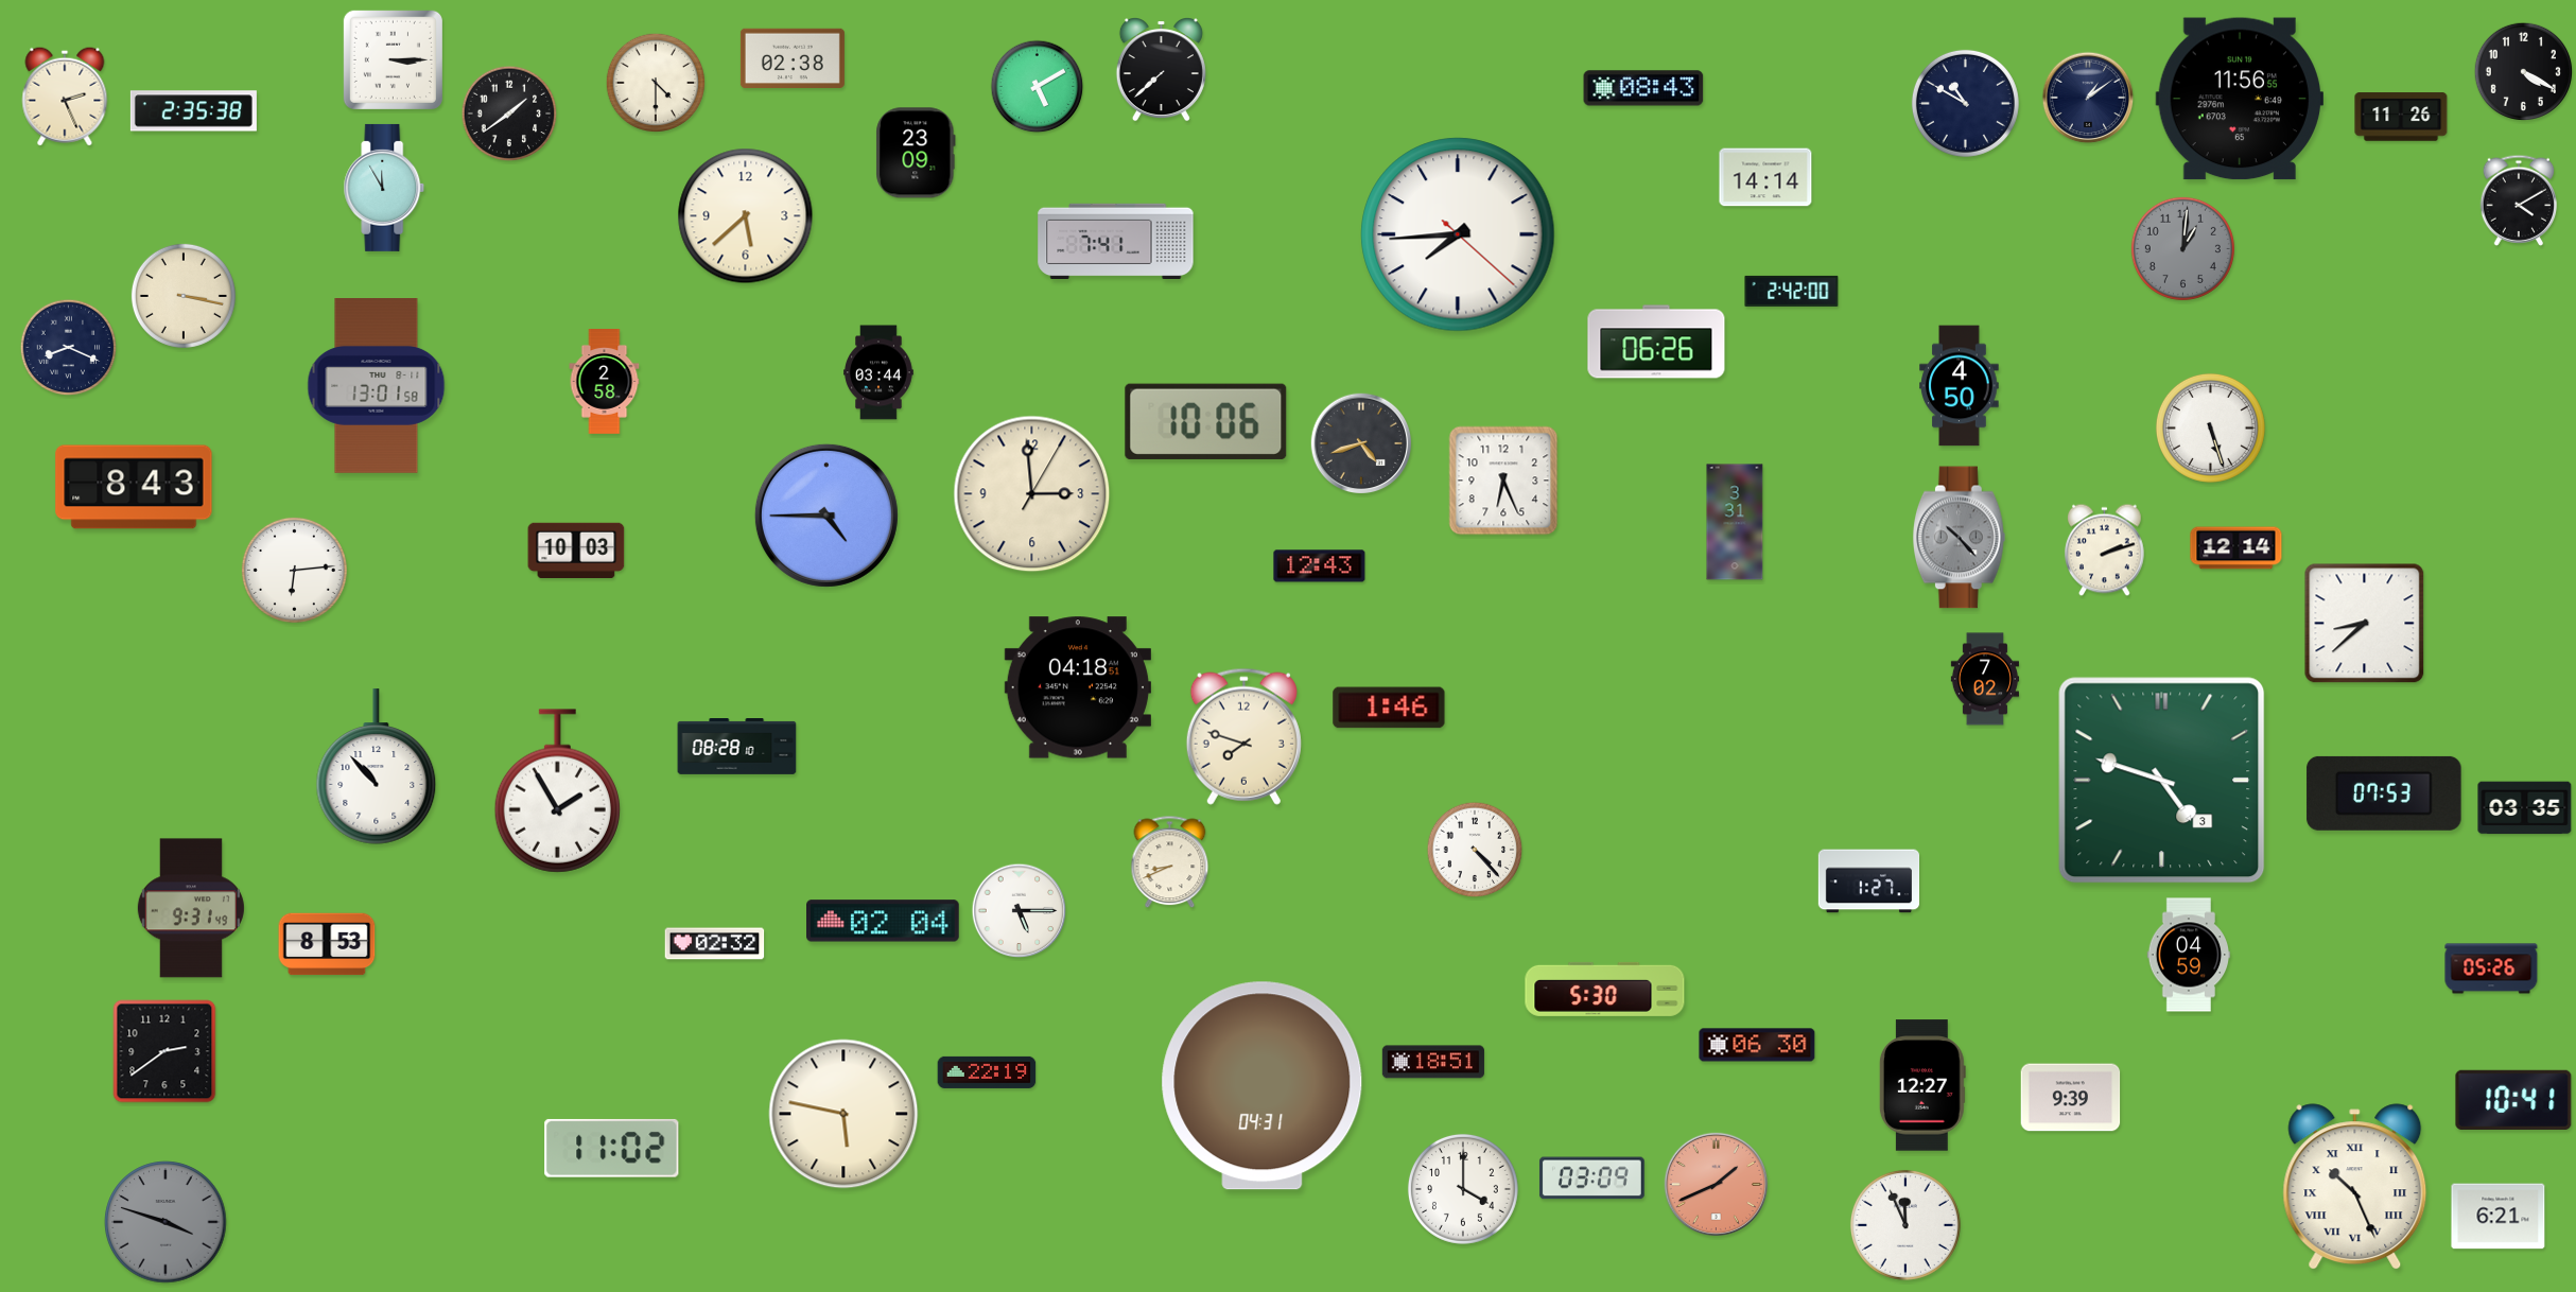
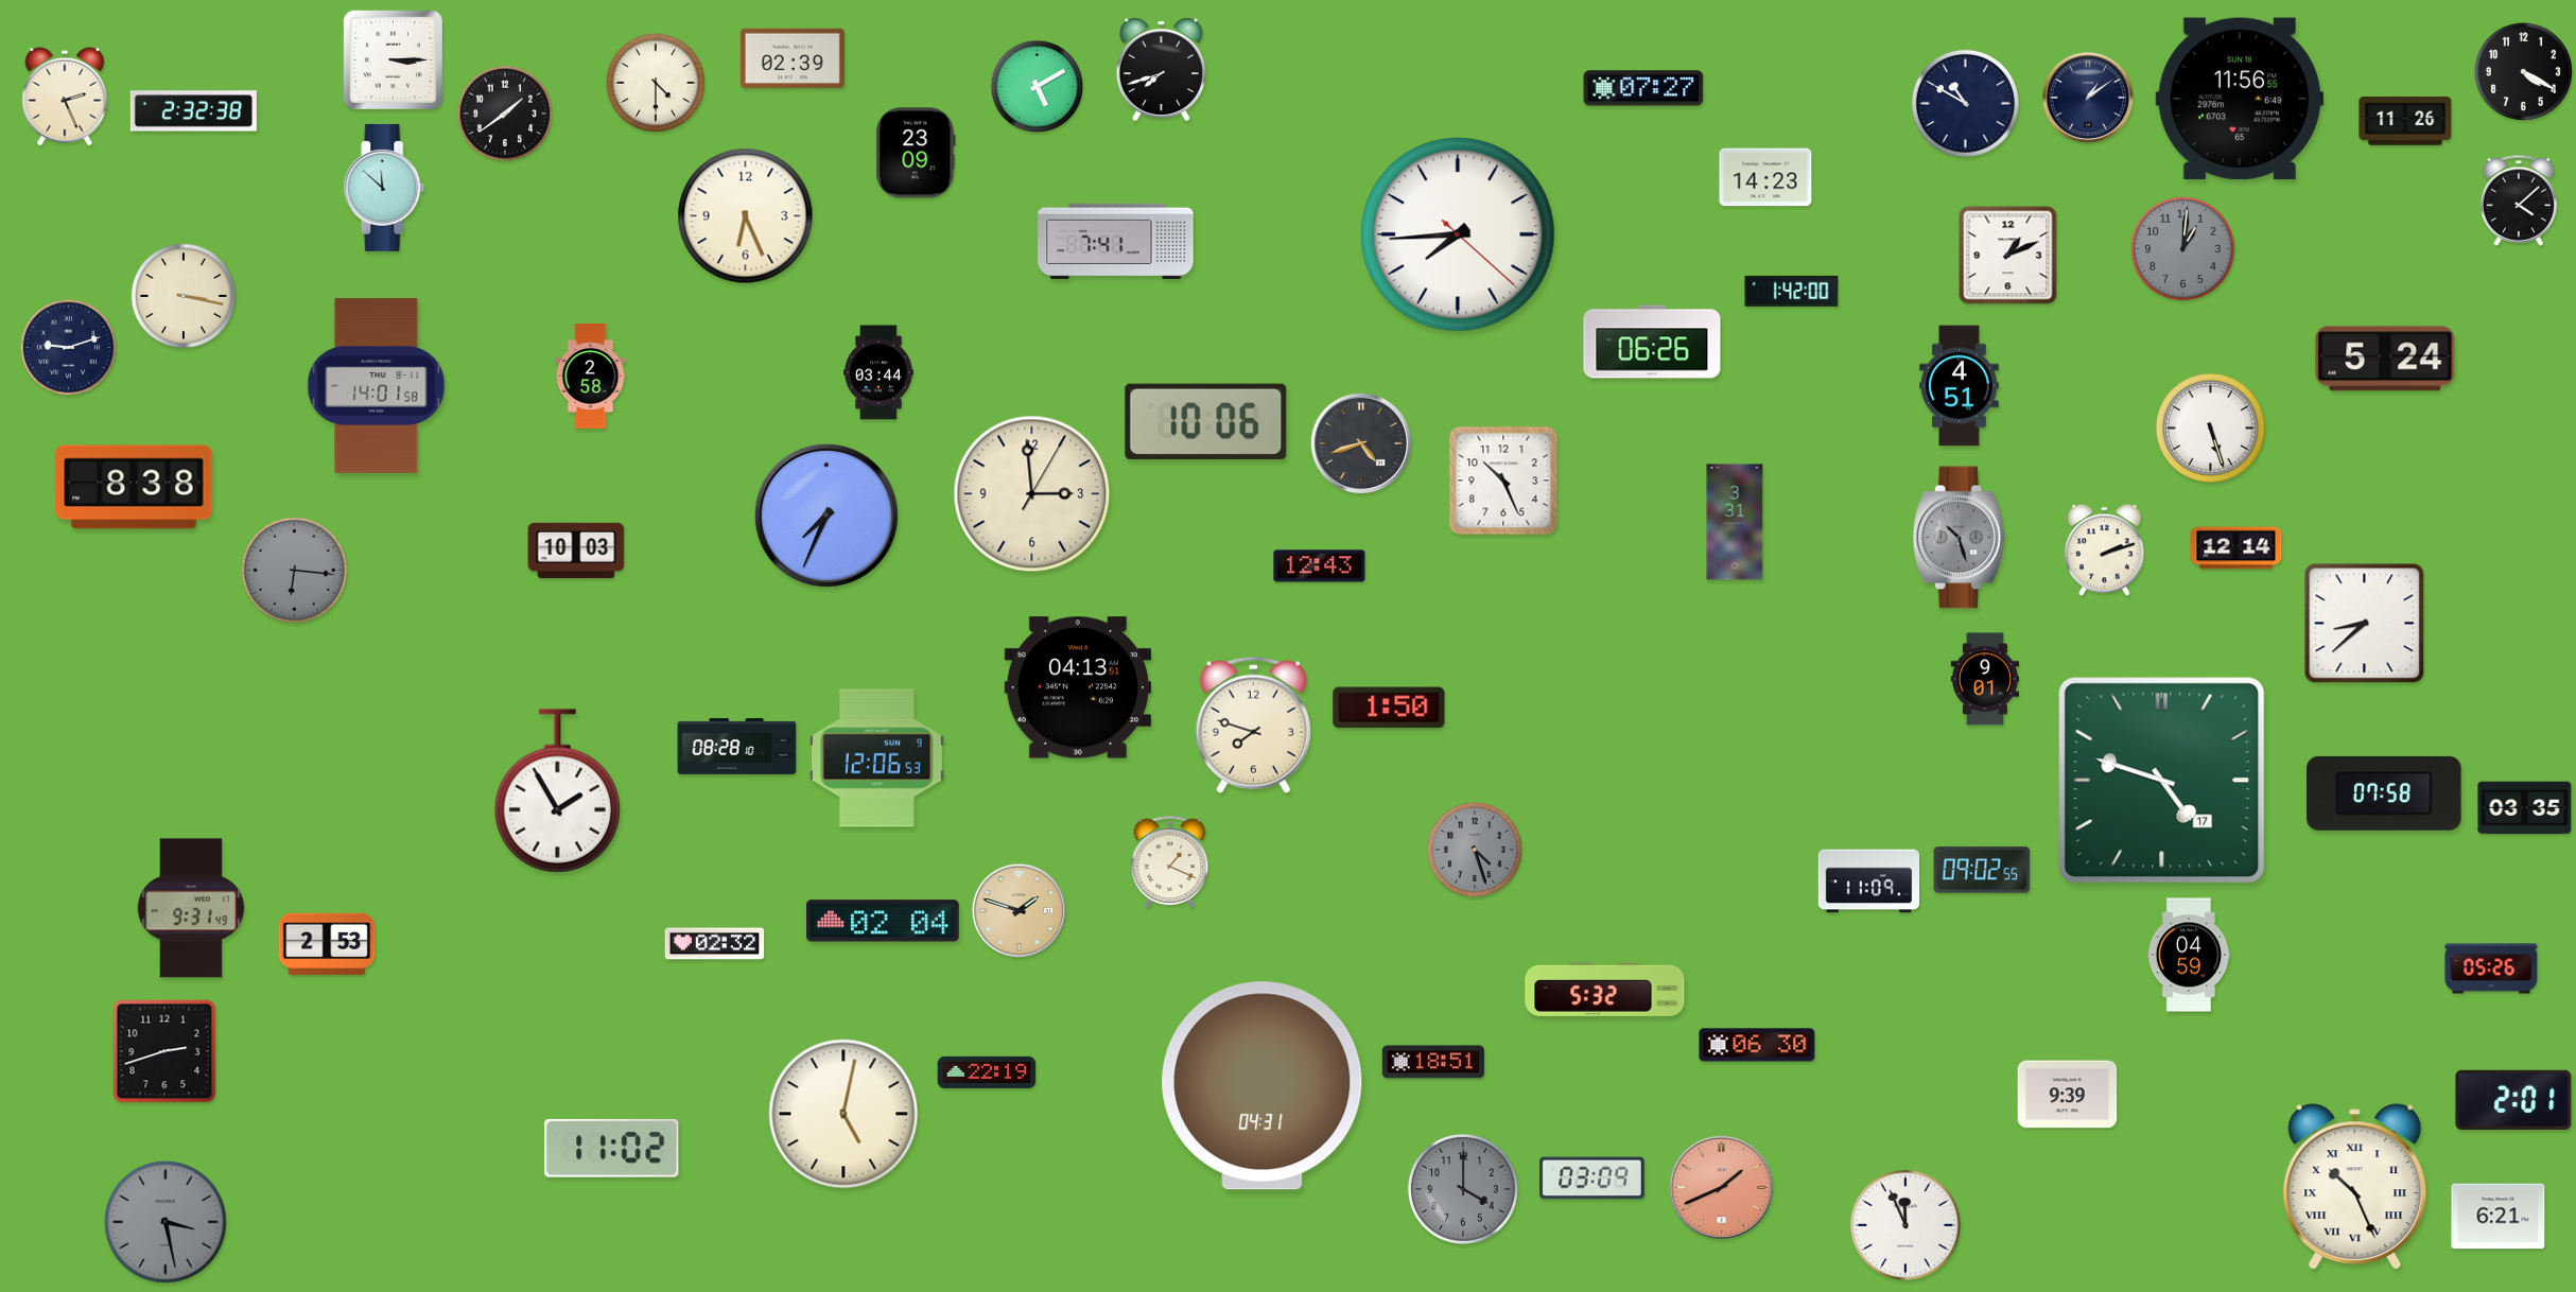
clock at (793, 58): 02:38 -> 02:39
clock at (1161, 70): 7:38 -> 7:42
clock at (1643, 88): 08:43 -> 07:27
clock at (193, 111): 2:35 -> 2:32
clock at (509, 114) position: (509, 114) -> (505, 114)
clock at (2401, 117) position: (2401, 117) -> (2405, 121)
clock at (1765, 177): 14:14 -> 14:23
clock at (384, 188): 11:55 -> 11:52
clock at (2519, 200): 4:10 -> 4:08
clock at (746, 216): 5:38 -> 6:26
clock at (2008, 256): none -> 1:11
clock at (1792, 291): 2:42 -> 1:42
clock at (1656, 342) position: (1656, 342) -> (1652, 342)
clock at (69, 348): 8:19 -> 9:12
clock at (2385, 359): none -> 5:24
clock at (605, 382) position: (605, 382) -> (591, 377)
clock at (377, 386): 13:01 -> 14:01
clock at (1960, 386): 4:50 -> 4:51
clock at (1503, 481): 6:26 -> 10:26
clock at (134, 487): 8:43 -> 8:38
clock at (826, 516): 4:45 -> 7:34
clock at (1959, 538): 10:23 -> 10:27
clock at (294, 570): 6:14 -> 6:16
clock at (294, 570) dial: white -> grey
clock at (1984, 679): 7:02 -> 9:01
clock at (1078, 687): 04:18 -> 04:13
clock at (1389, 708): 1:46 -> 1:50
clock at (1243, 736) position: (1243, 736) -> (1253, 724)
clock at (876, 758): none -> 12:06
clock at (377, 767): 10:53 -> none
clock at (2162, 781) date: 3 -> 17
clock at (2384, 793): 07:53 -> 07:58
clock at (1475, 850): 4:23 -> 4:27
clock at (1475, 850) dial: white -> grey
clock at (1170, 862): 8:41 -> 1:19
clock at (1982, 870): none -> 09:02
clock at (1869, 881): 1:27 -> 11:09
clock at (1020, 911): 5:15 -> 1:48
clock at (1020, 911) dial: white -> champagne
clock at (327, 944): 8:53 -> 2:53
clock at (1605, 989): 5:30 -> 5:32
clock at (164, 1051): 2:39 -> 2:42
clock at (1922, 1085): 12:27 -> none
clock at (2071, 1098) position: (2071, 1098) -> (2068, 1095)
clock at (2513, 1100): 10:41 -> 2:01
clock at (843, 1114): 5:47 -> 5:02
clock at (1716, 1184) position: (1716, 1184) -> (1721, 1187)
clock at (1463, 1189) dial: white -> grey
clock at (166, 1222): 3:48 -> 3:28
